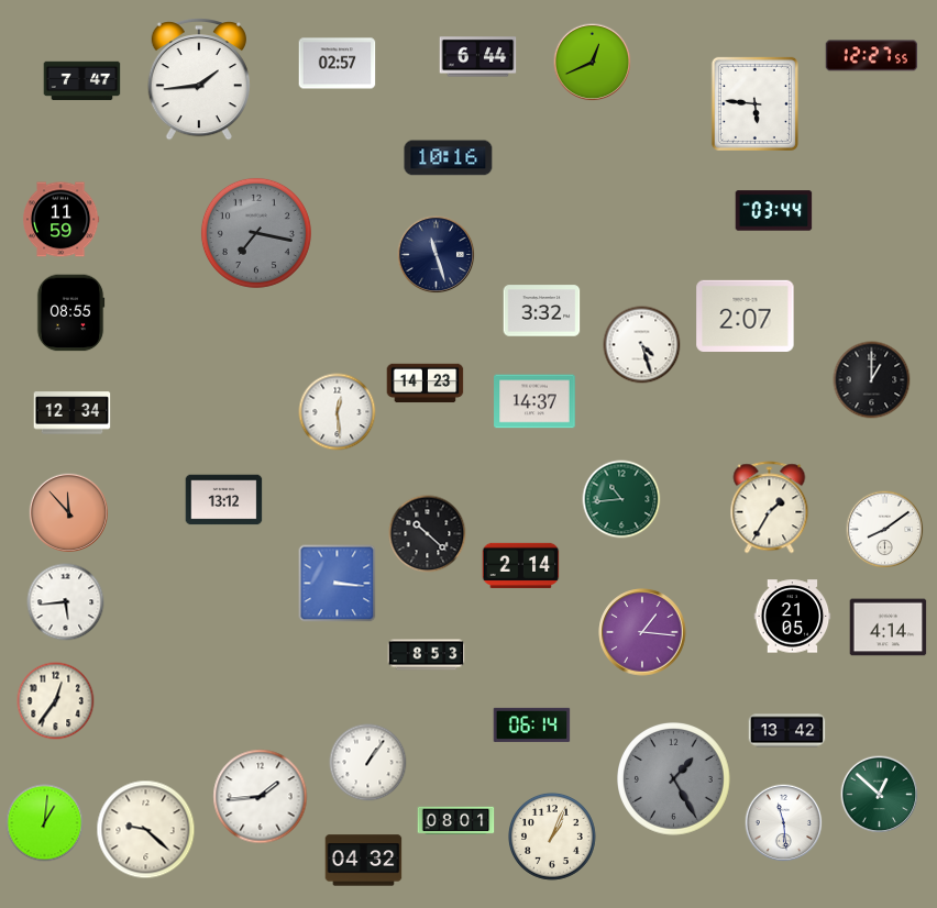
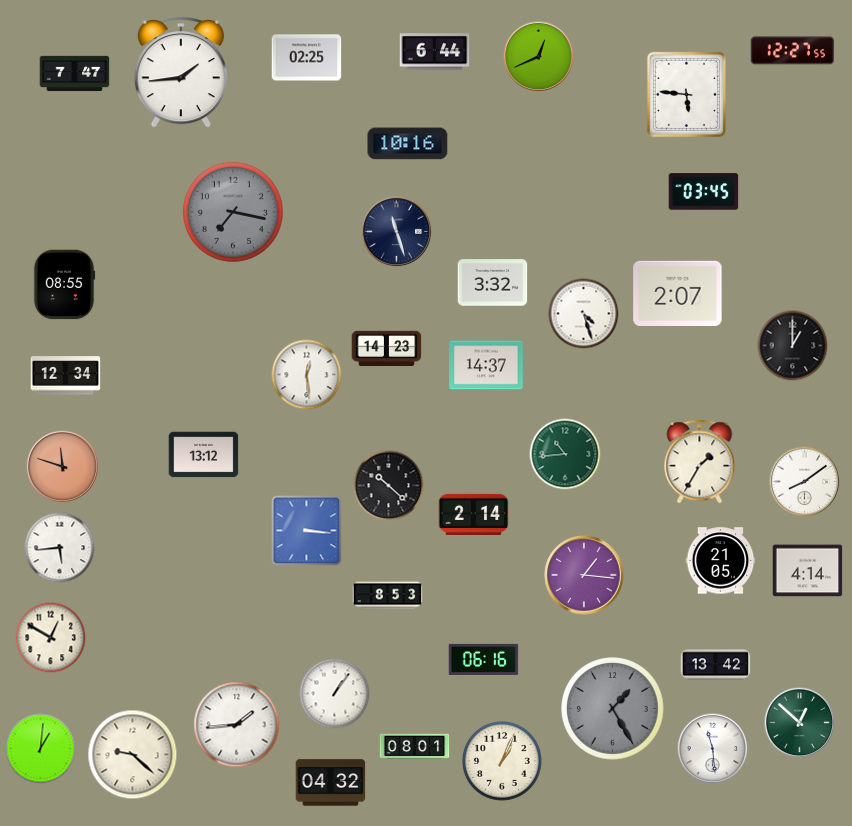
clock at (338, 64): 02:57 -> 02:25
clock at (774, 211): 03:44 -> 03:45
clock at (60, 220): 11:59 -> none
clock at (746, 315) position: (746, 315) -> (678, 293)
clock at (68, 512): 11:53 -> 11:48
clock at (56, 701): 12:36 -> 12:50
clock at (532, 724): 06:14 -> 06:16
